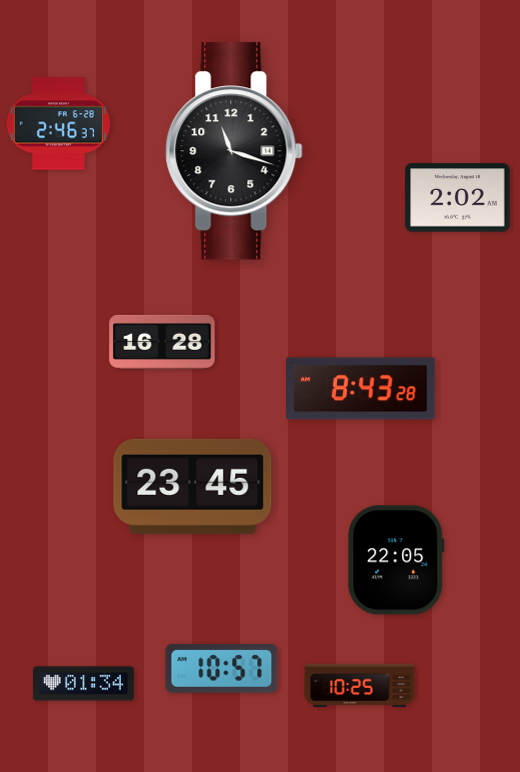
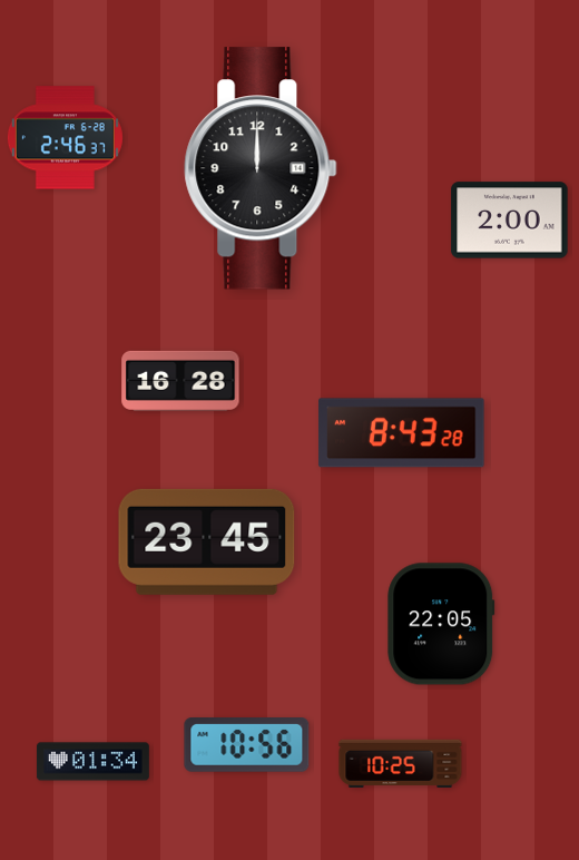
clock at (234, 151): 11:18 -> 12:00
clock at (458, 198): 2:02 -> 2:00
clock at (193, 486) position: (193, 486) -> (207, 541)
clock at (222, 669): 10:57 -> 10:56
